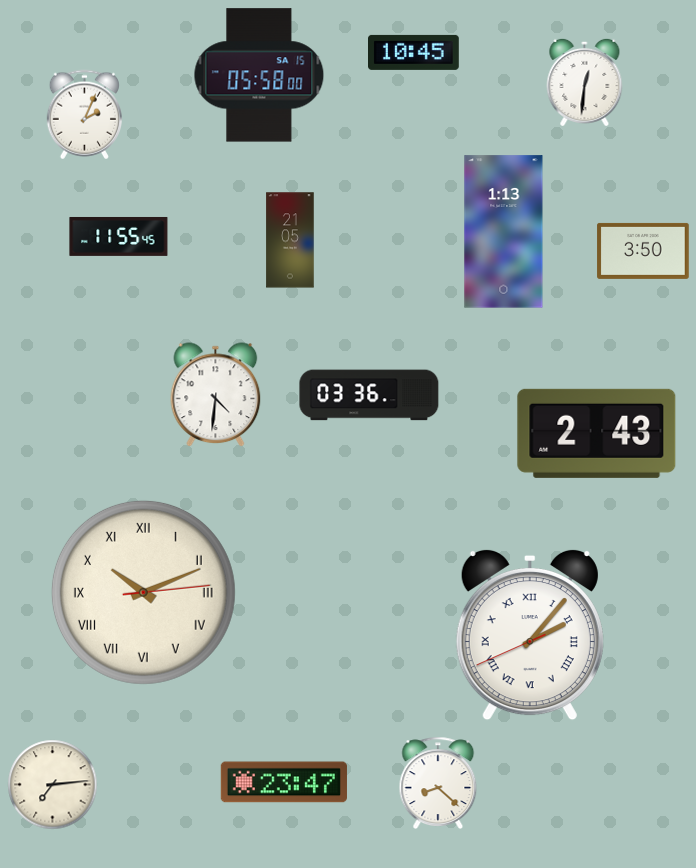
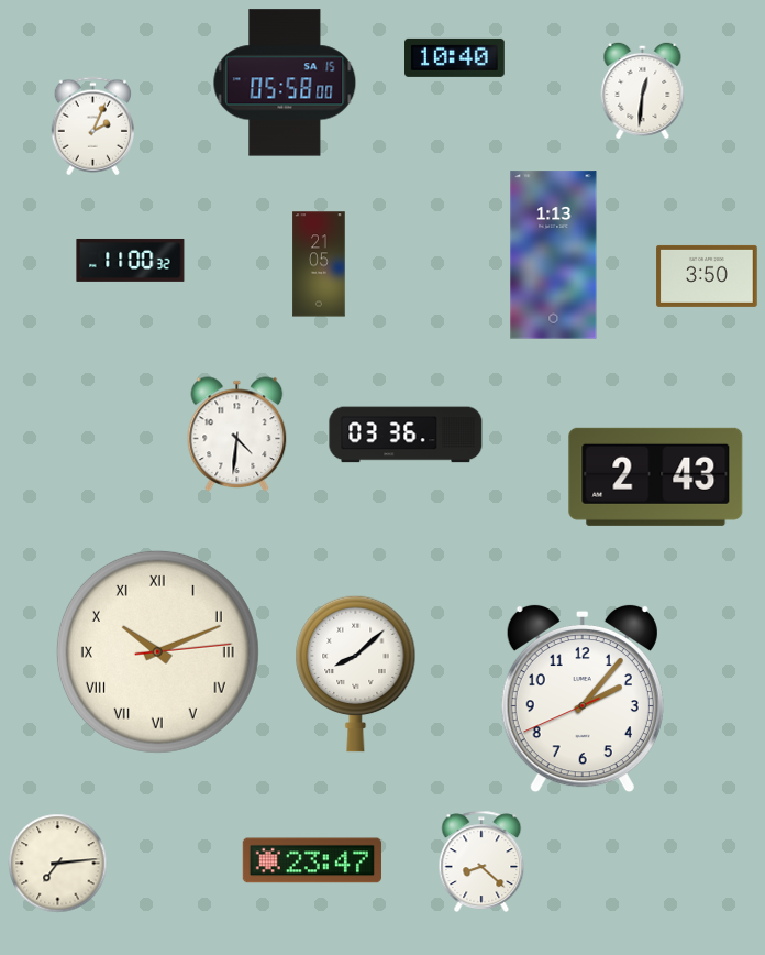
clock at (414, 52): 10:45 -> 10:40
clock at (119, 236): 11:55 -> 11:00
clock at (356, 673): none -> 8:08
clock at (530, 635) numerals: Roman -> Arabic
